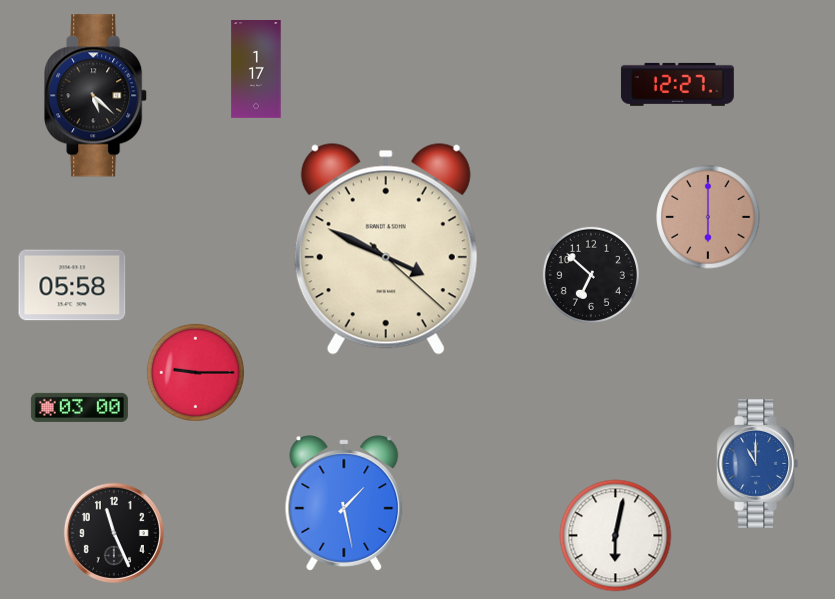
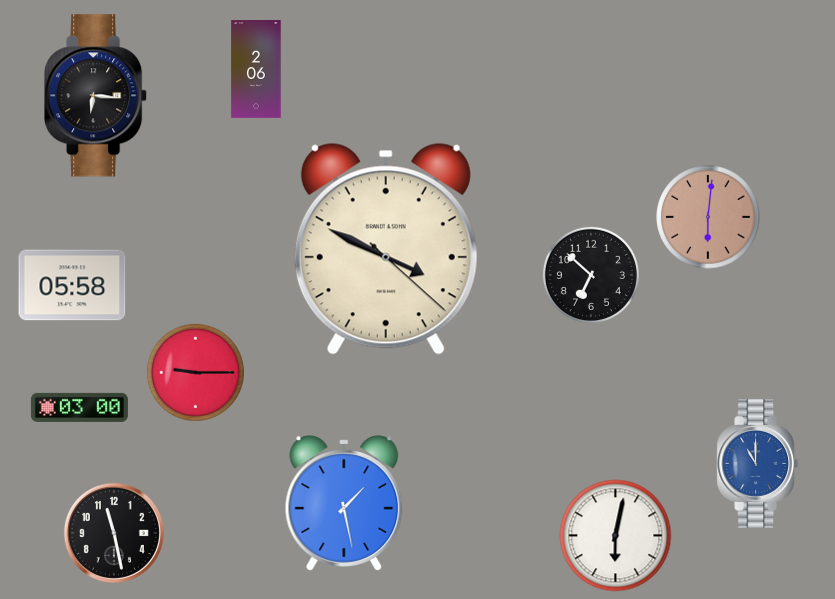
clock at (256, 70): 1:17 -> 2:06
clock at (677, 84): 12:27 -> none
clock at (96, 96): 5:22 -> 6:16
clock at (708, 217): 6:00 -> 6:01
clock at (114, 533): 11:26 -> 11:28
